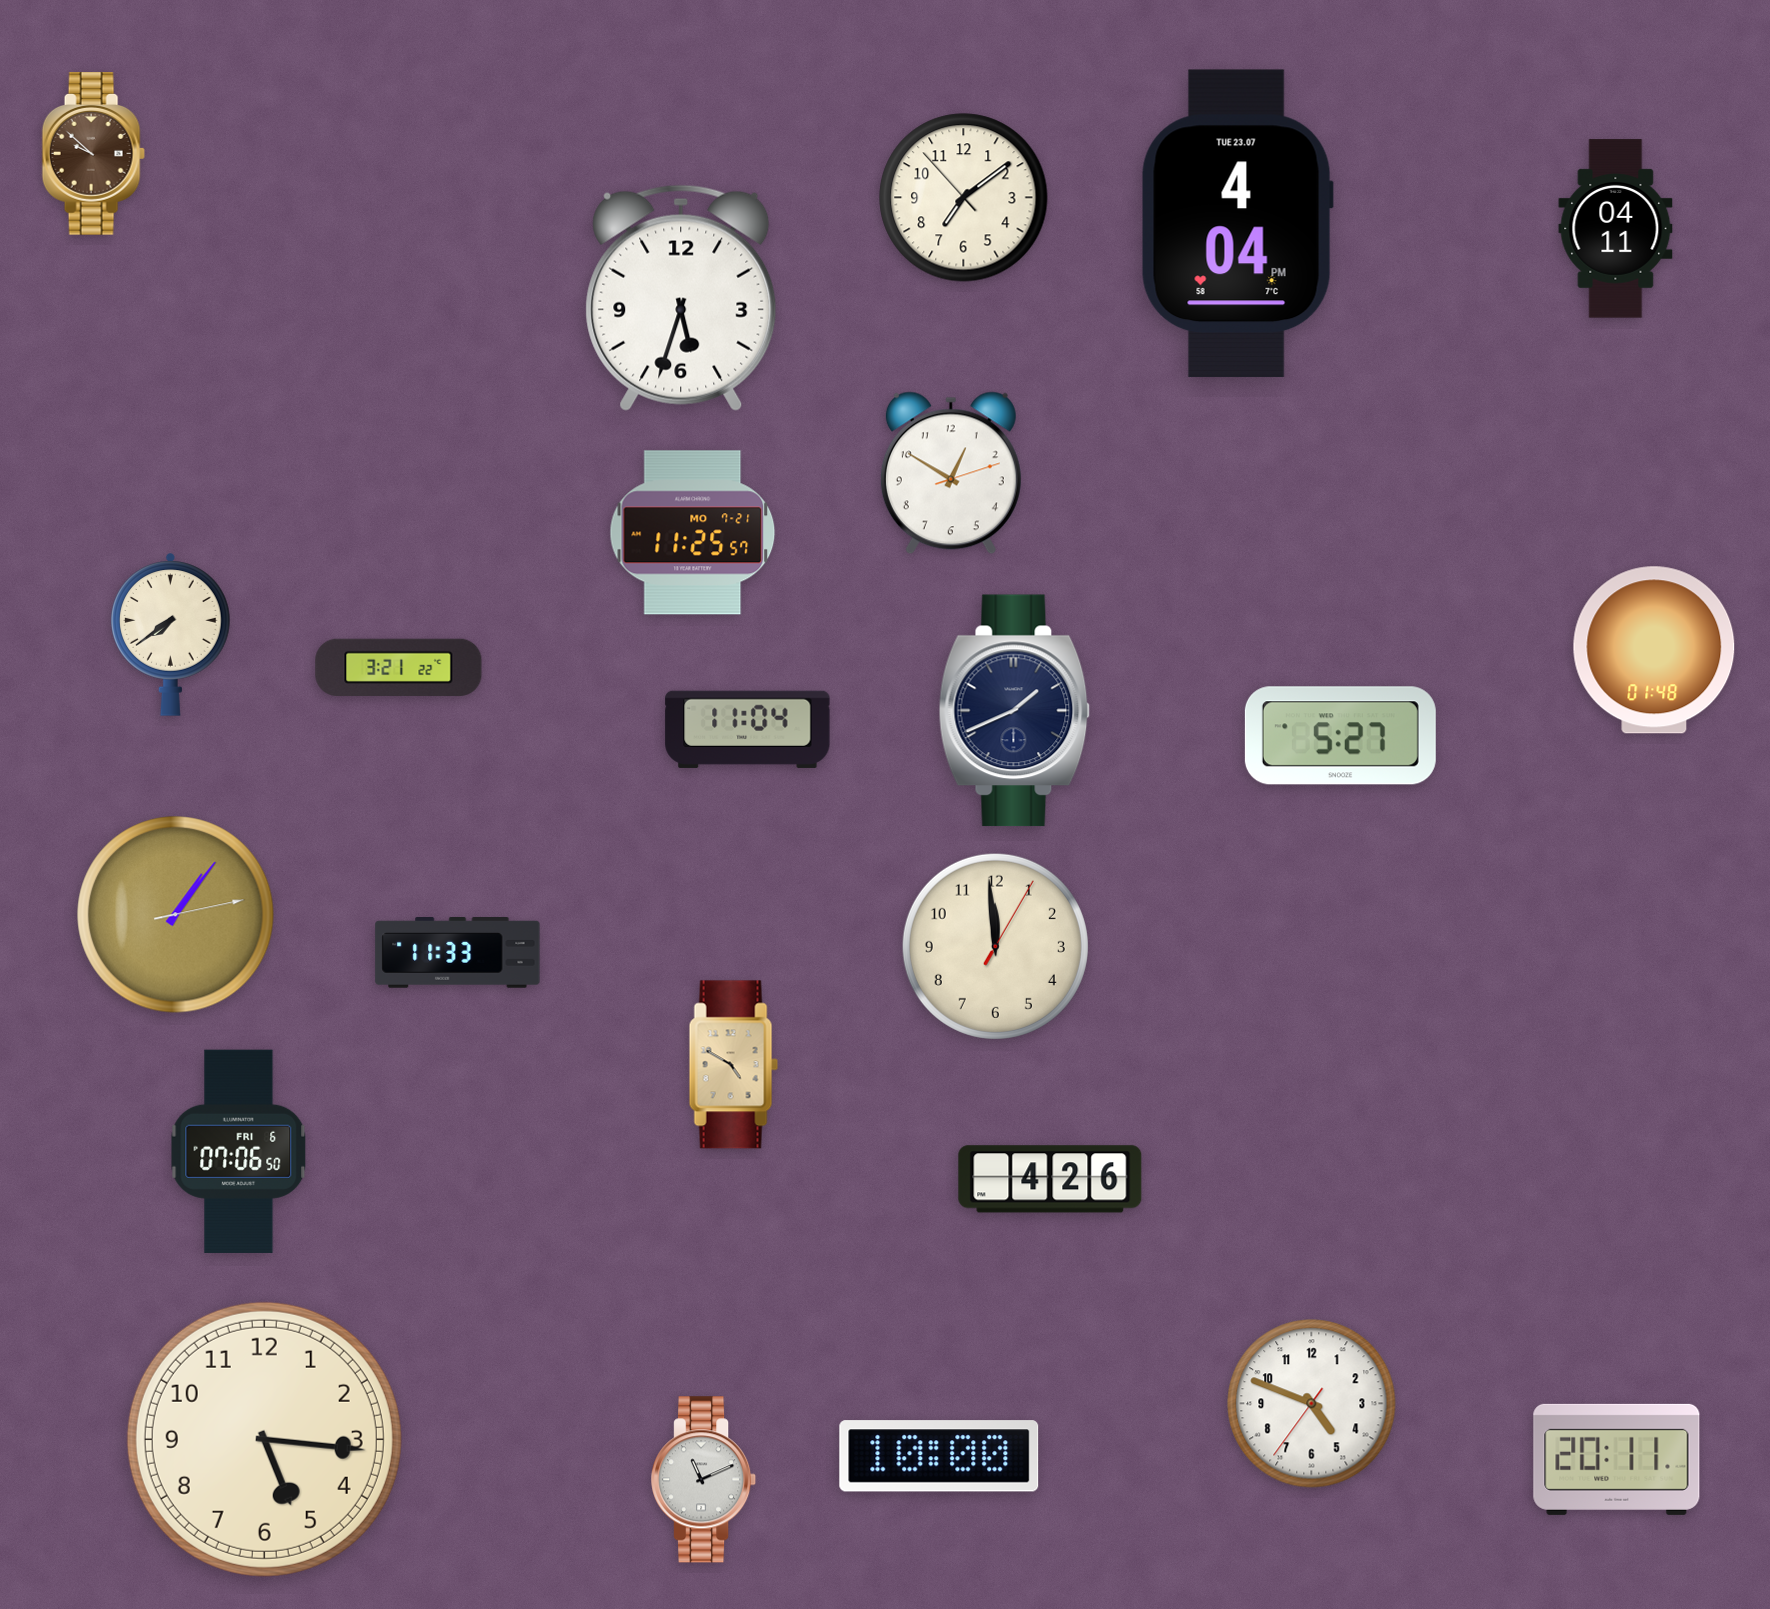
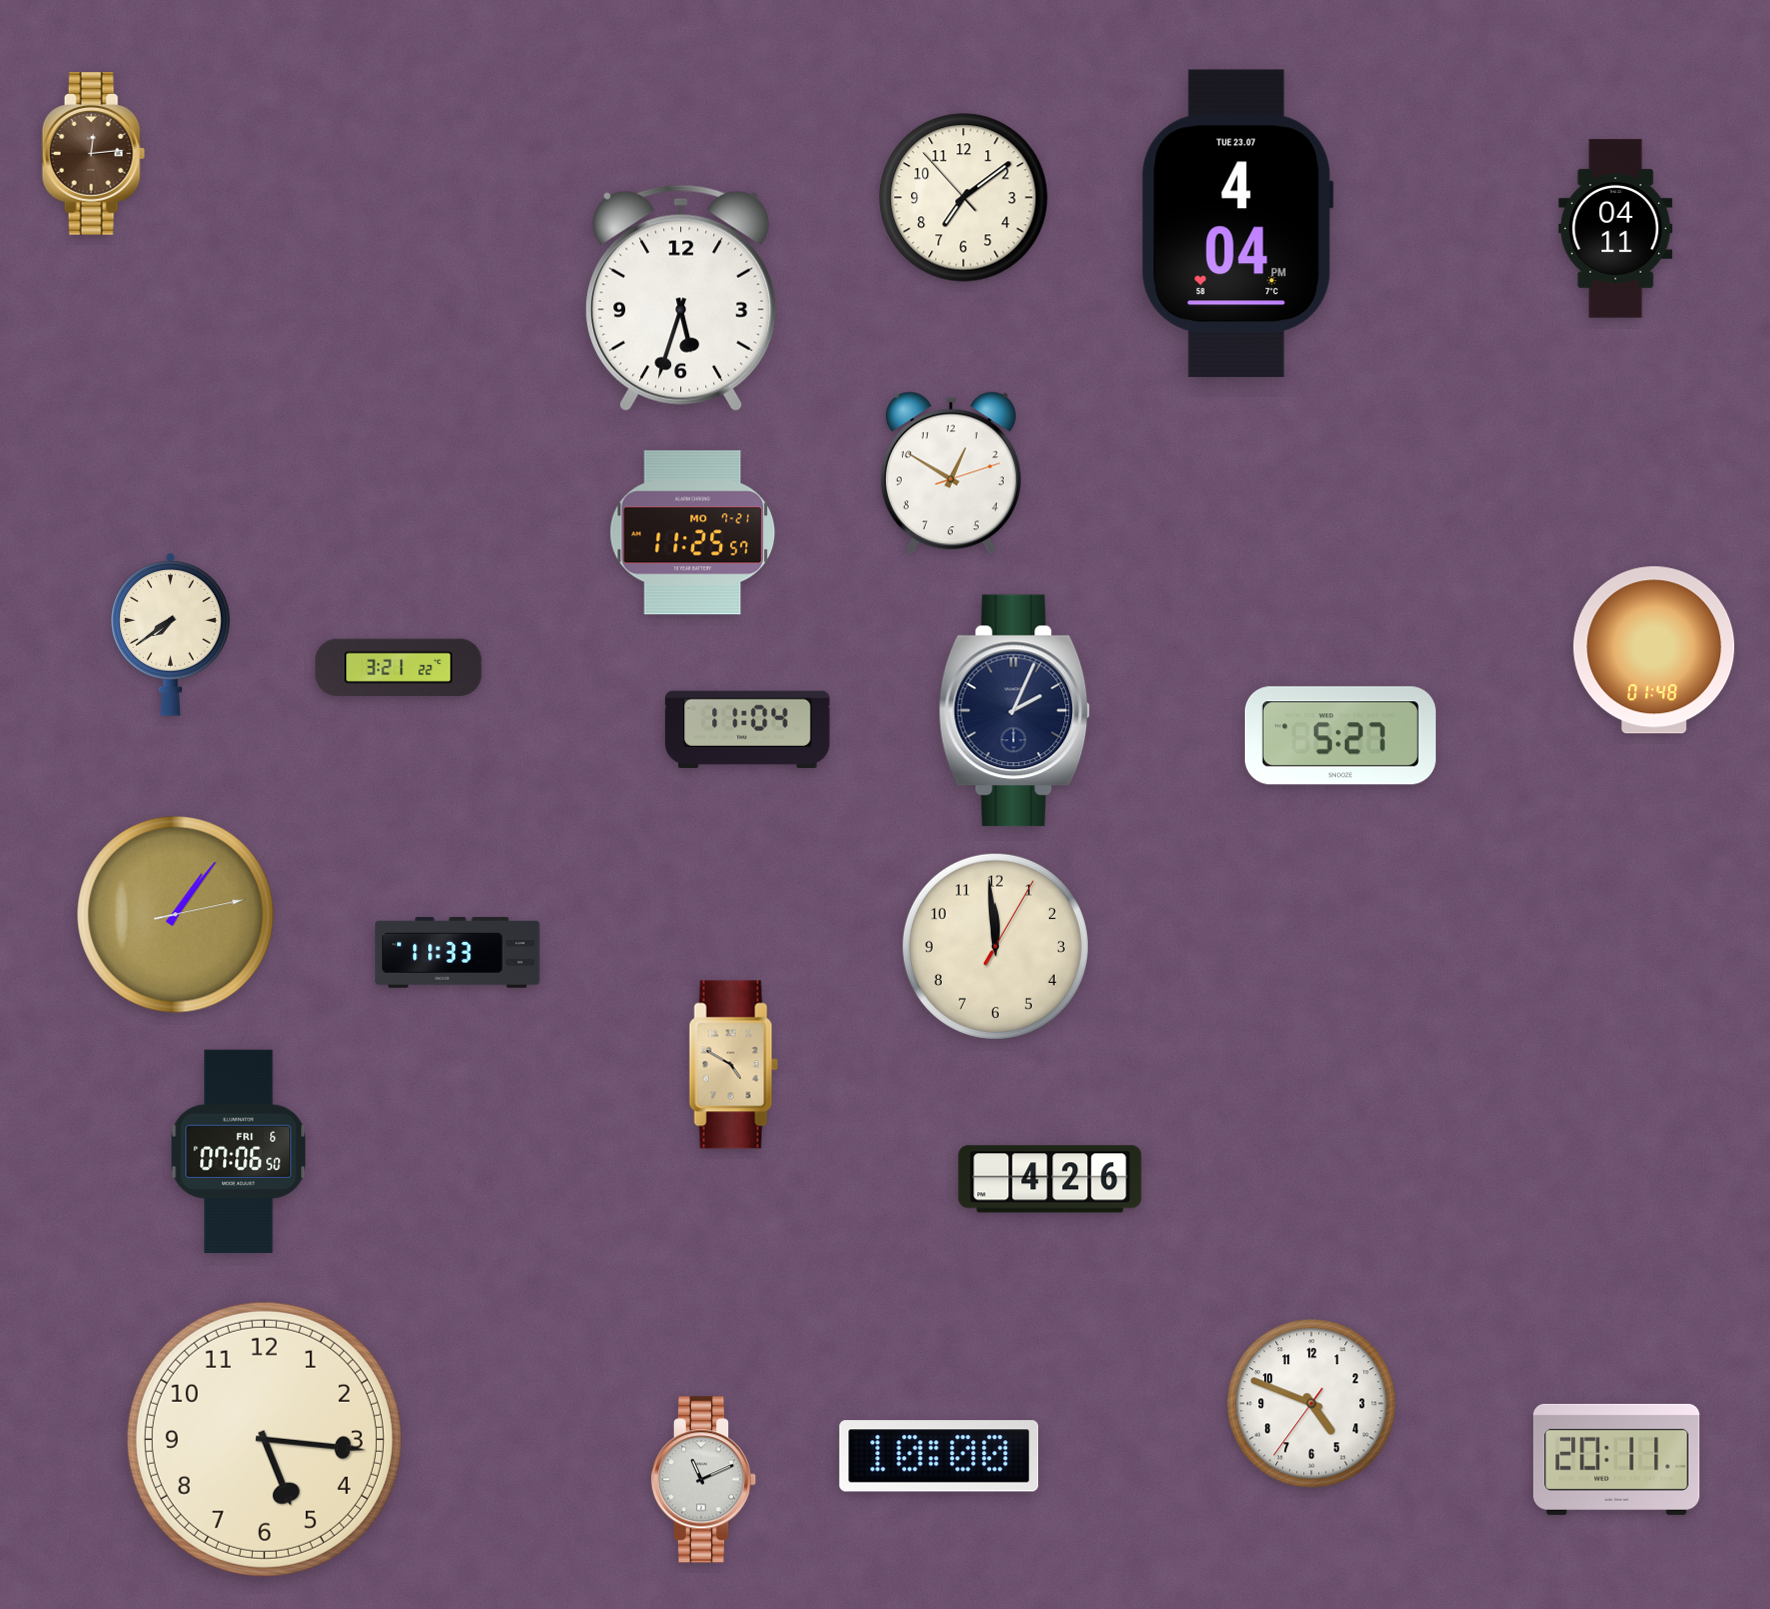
clock at (93, 154): 9:52 -> 12:14
clock at (1015, 711): 1:41 -> 2:04
